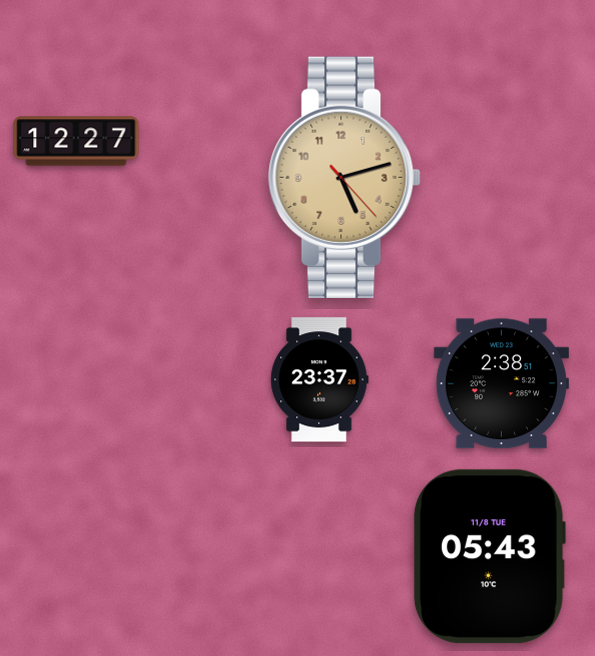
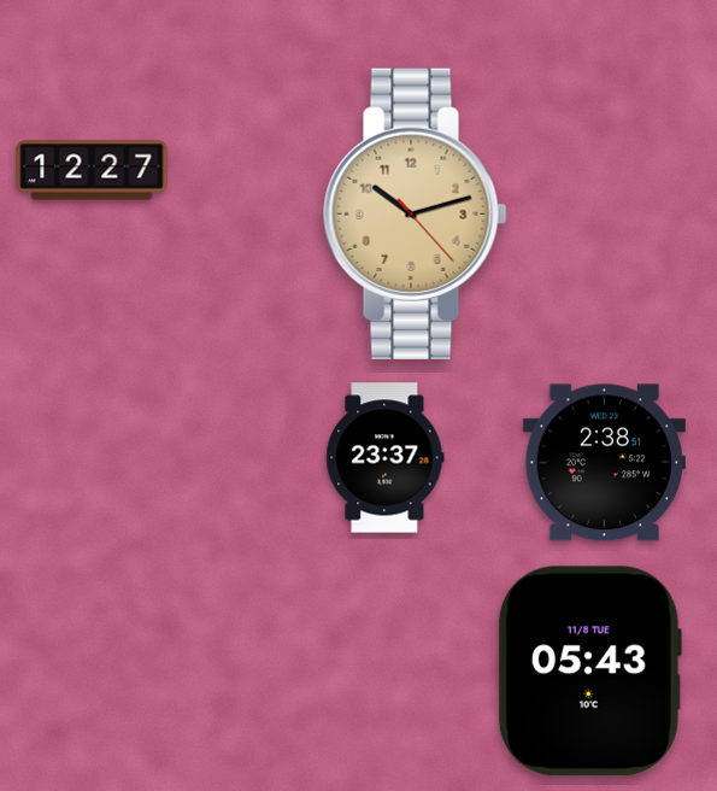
clock at (345, 177): 5:12 -> 10:12
